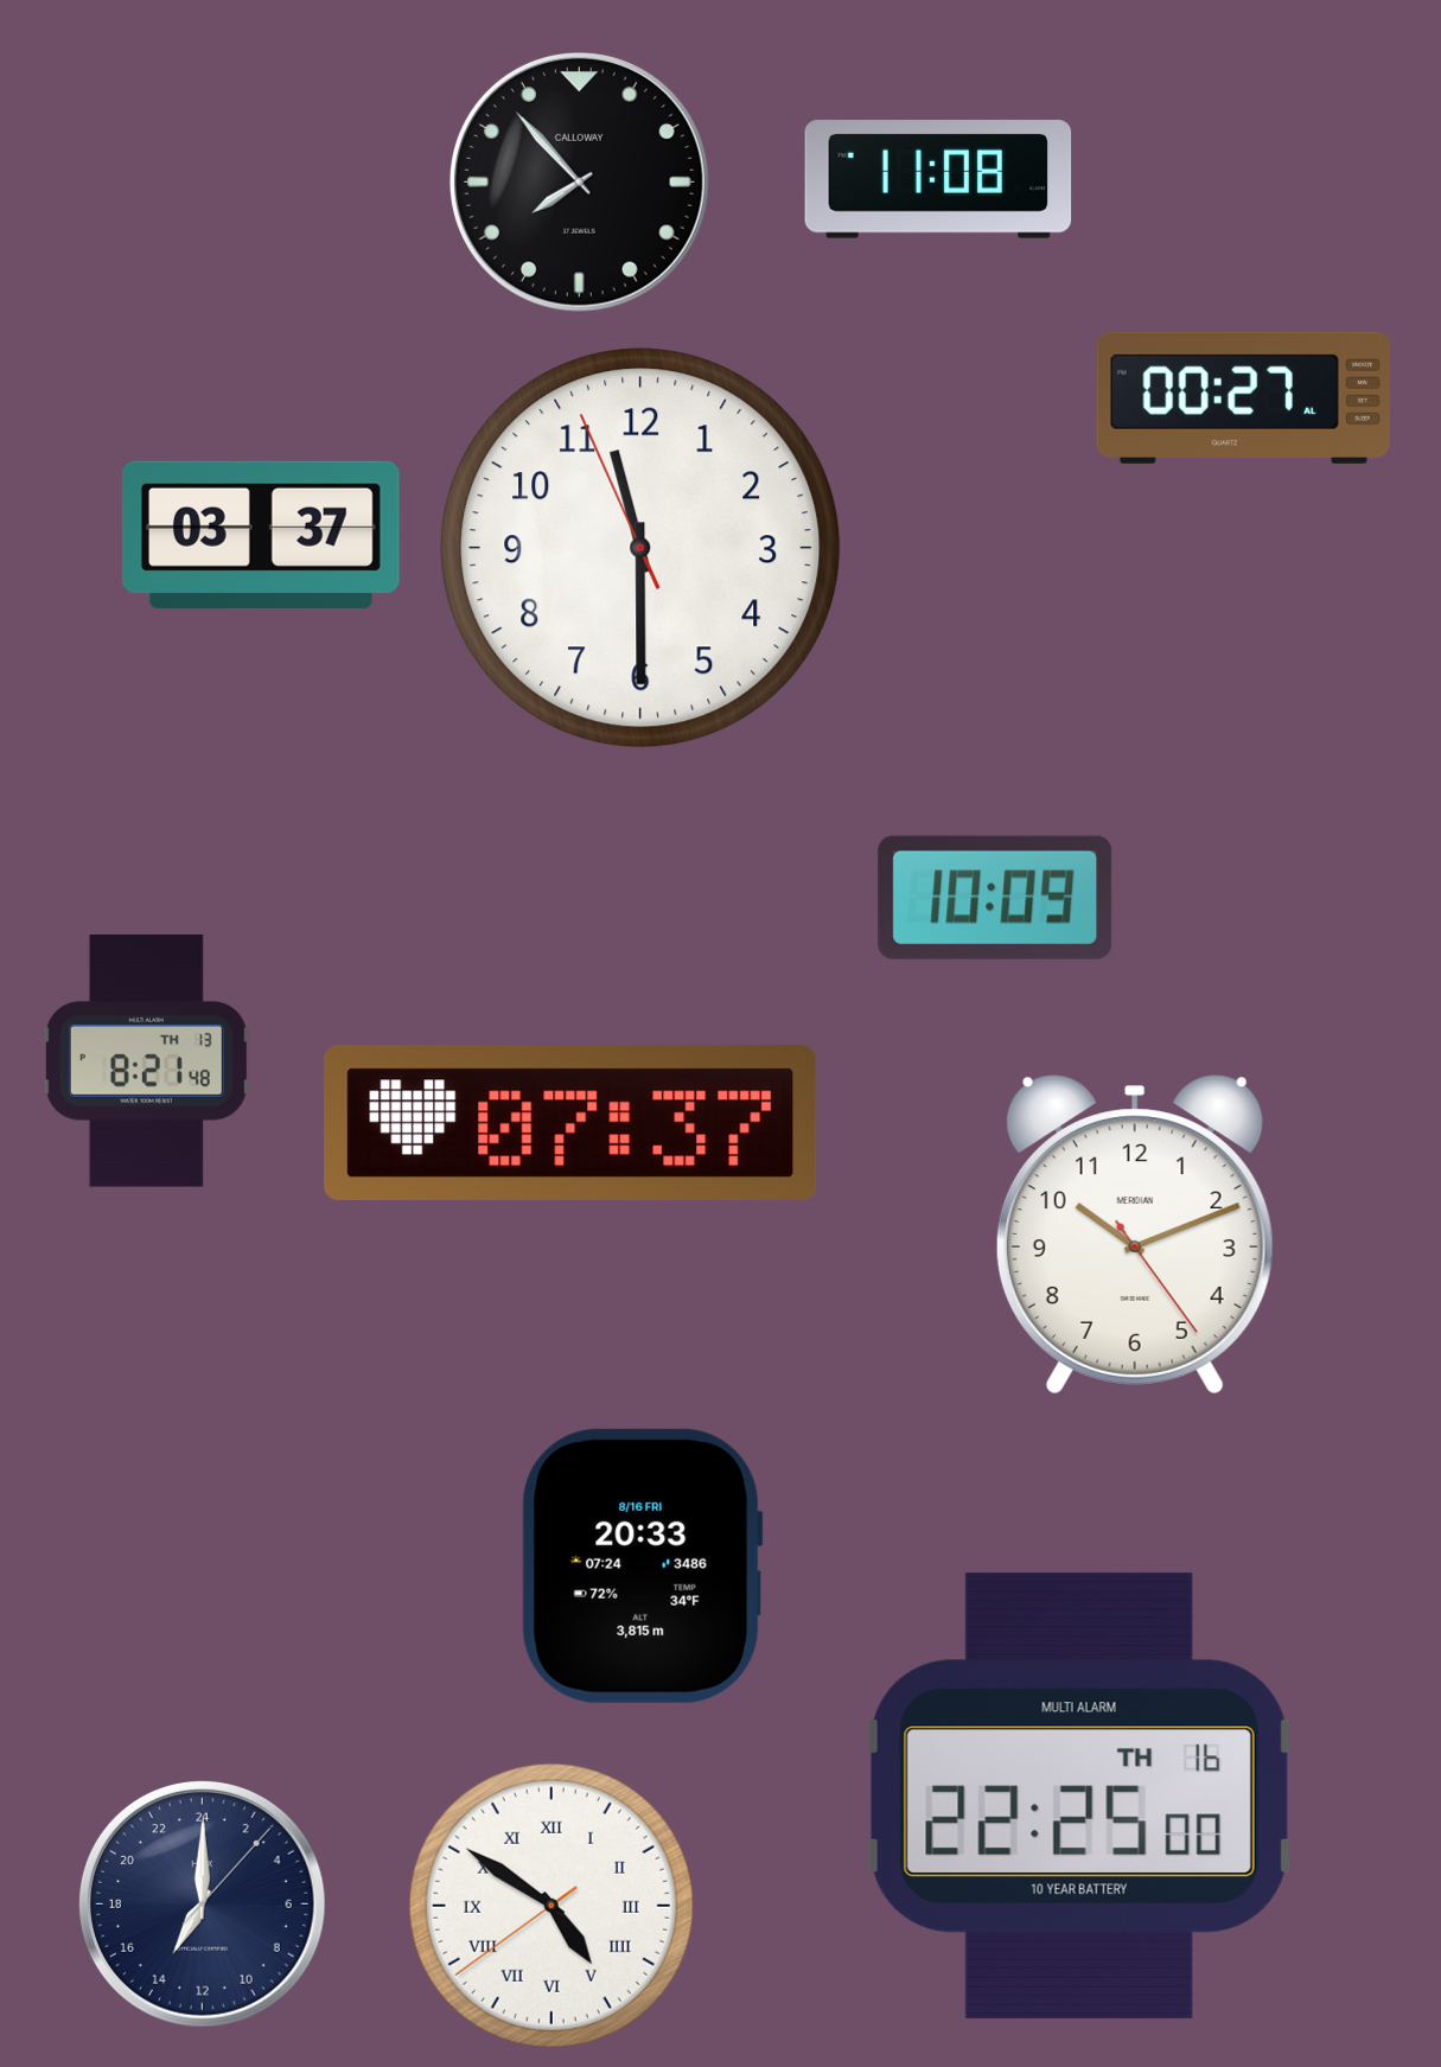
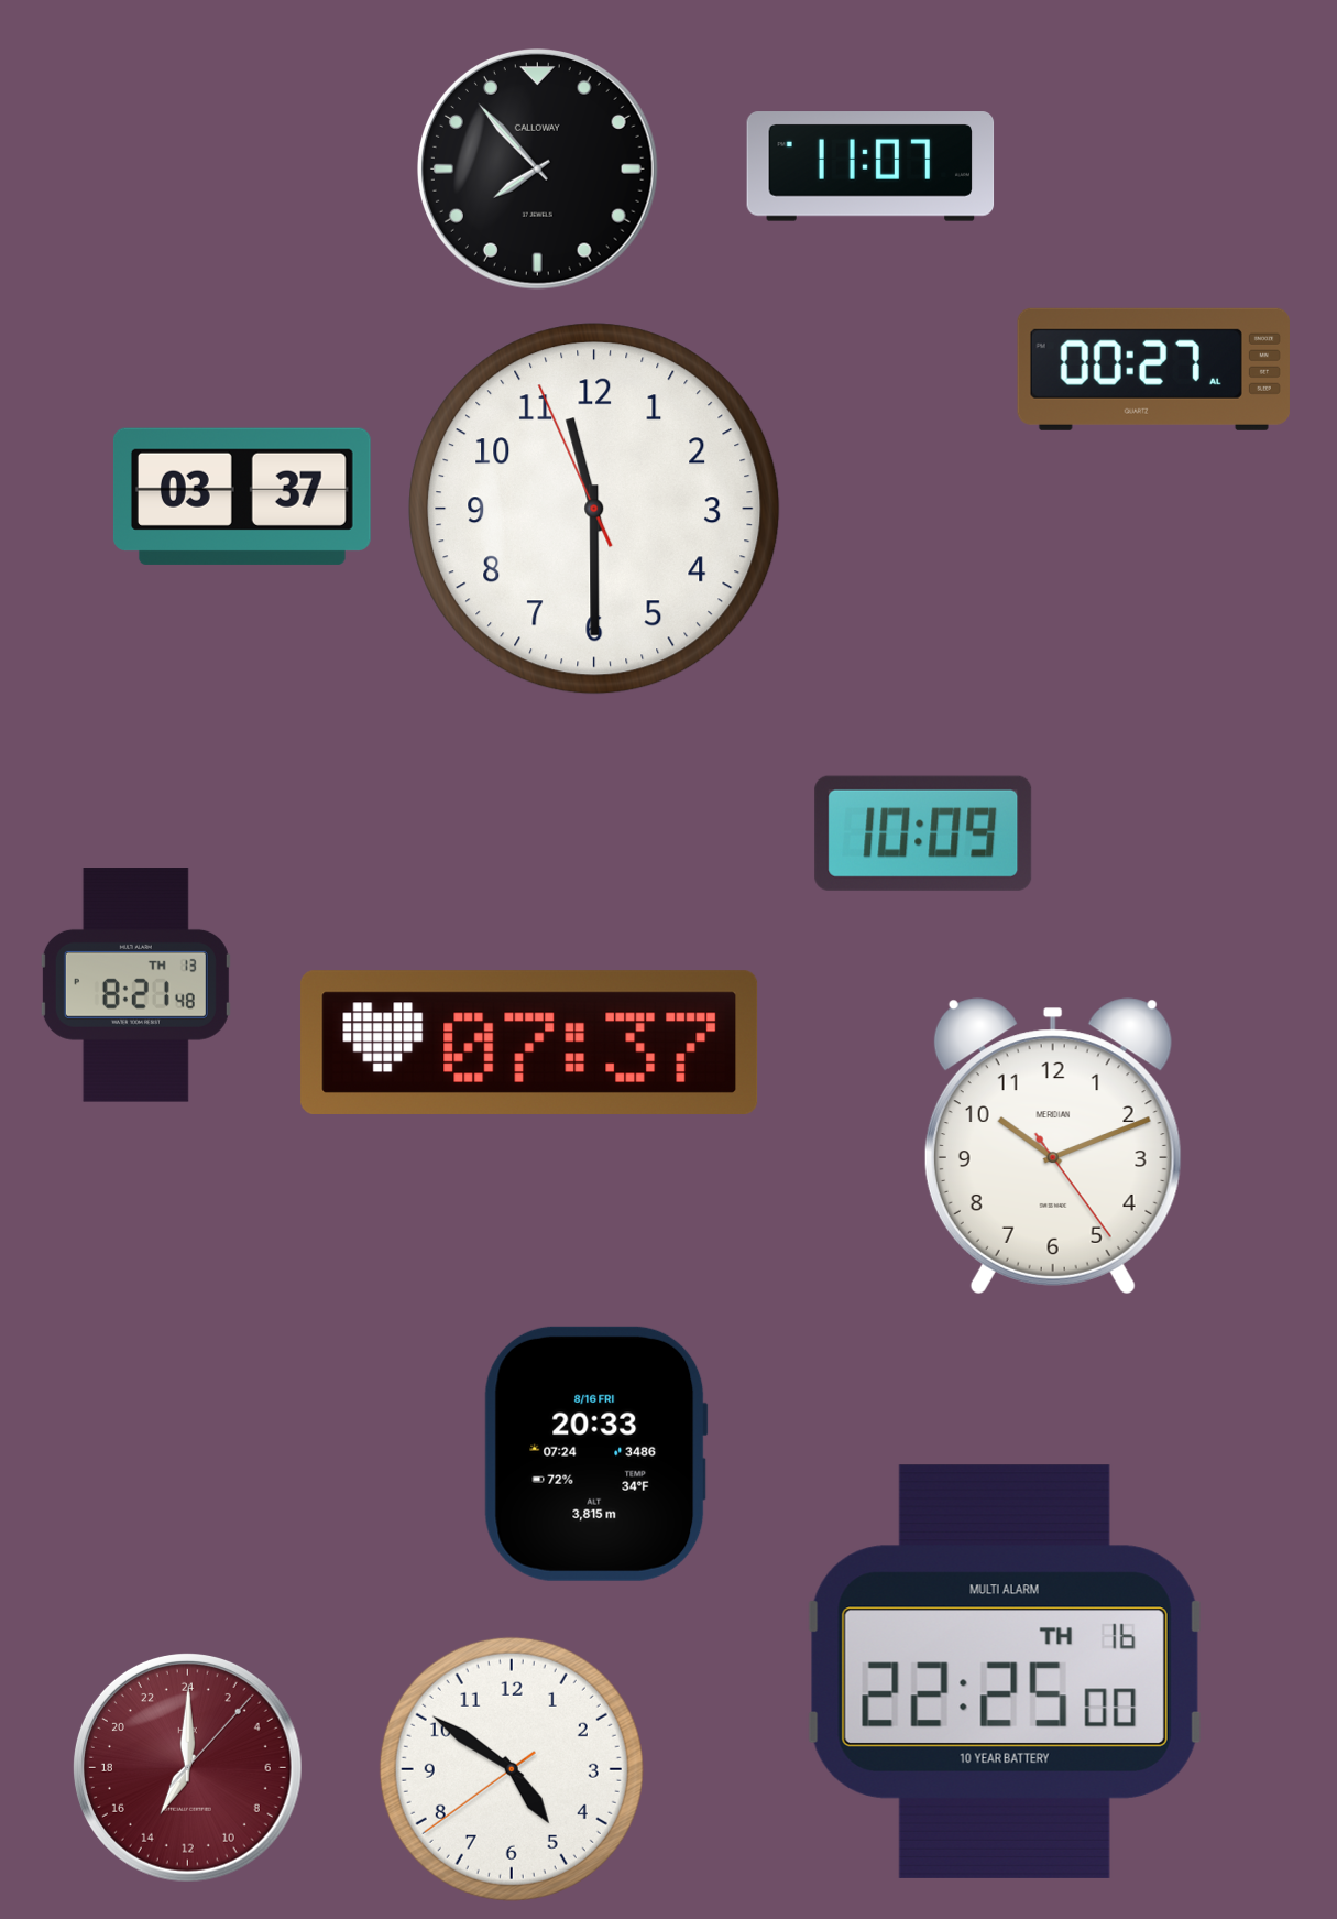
clock at (938, 179): 11:08 -> 11:07
clock at (1079, 1795) position: (1079, 1795) -> (1005, 1671)
clock at (202, 1903) dial: navy -> burgundy
clock at (551, 1906) numerals: Roman -> Arabic
